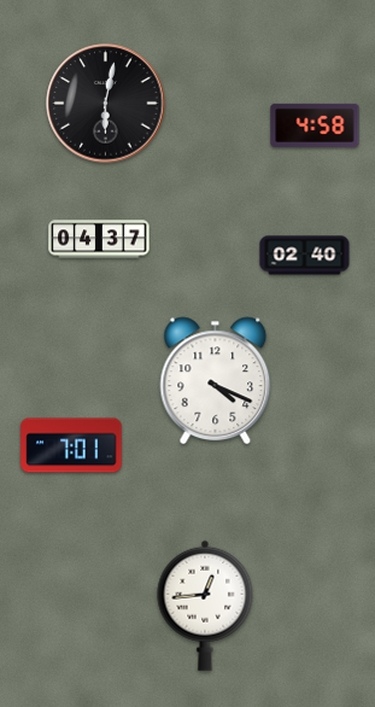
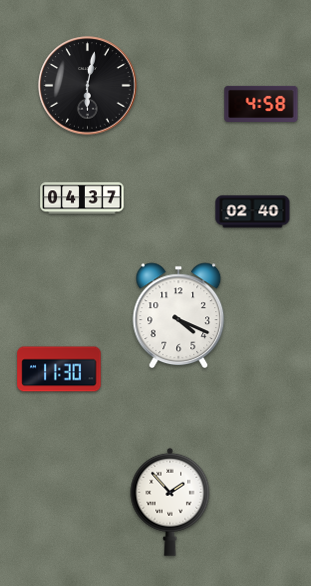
clock at (71, 445): 7:01 -> 11:30
clock at (205, 606): 12:44 -> 1:53
